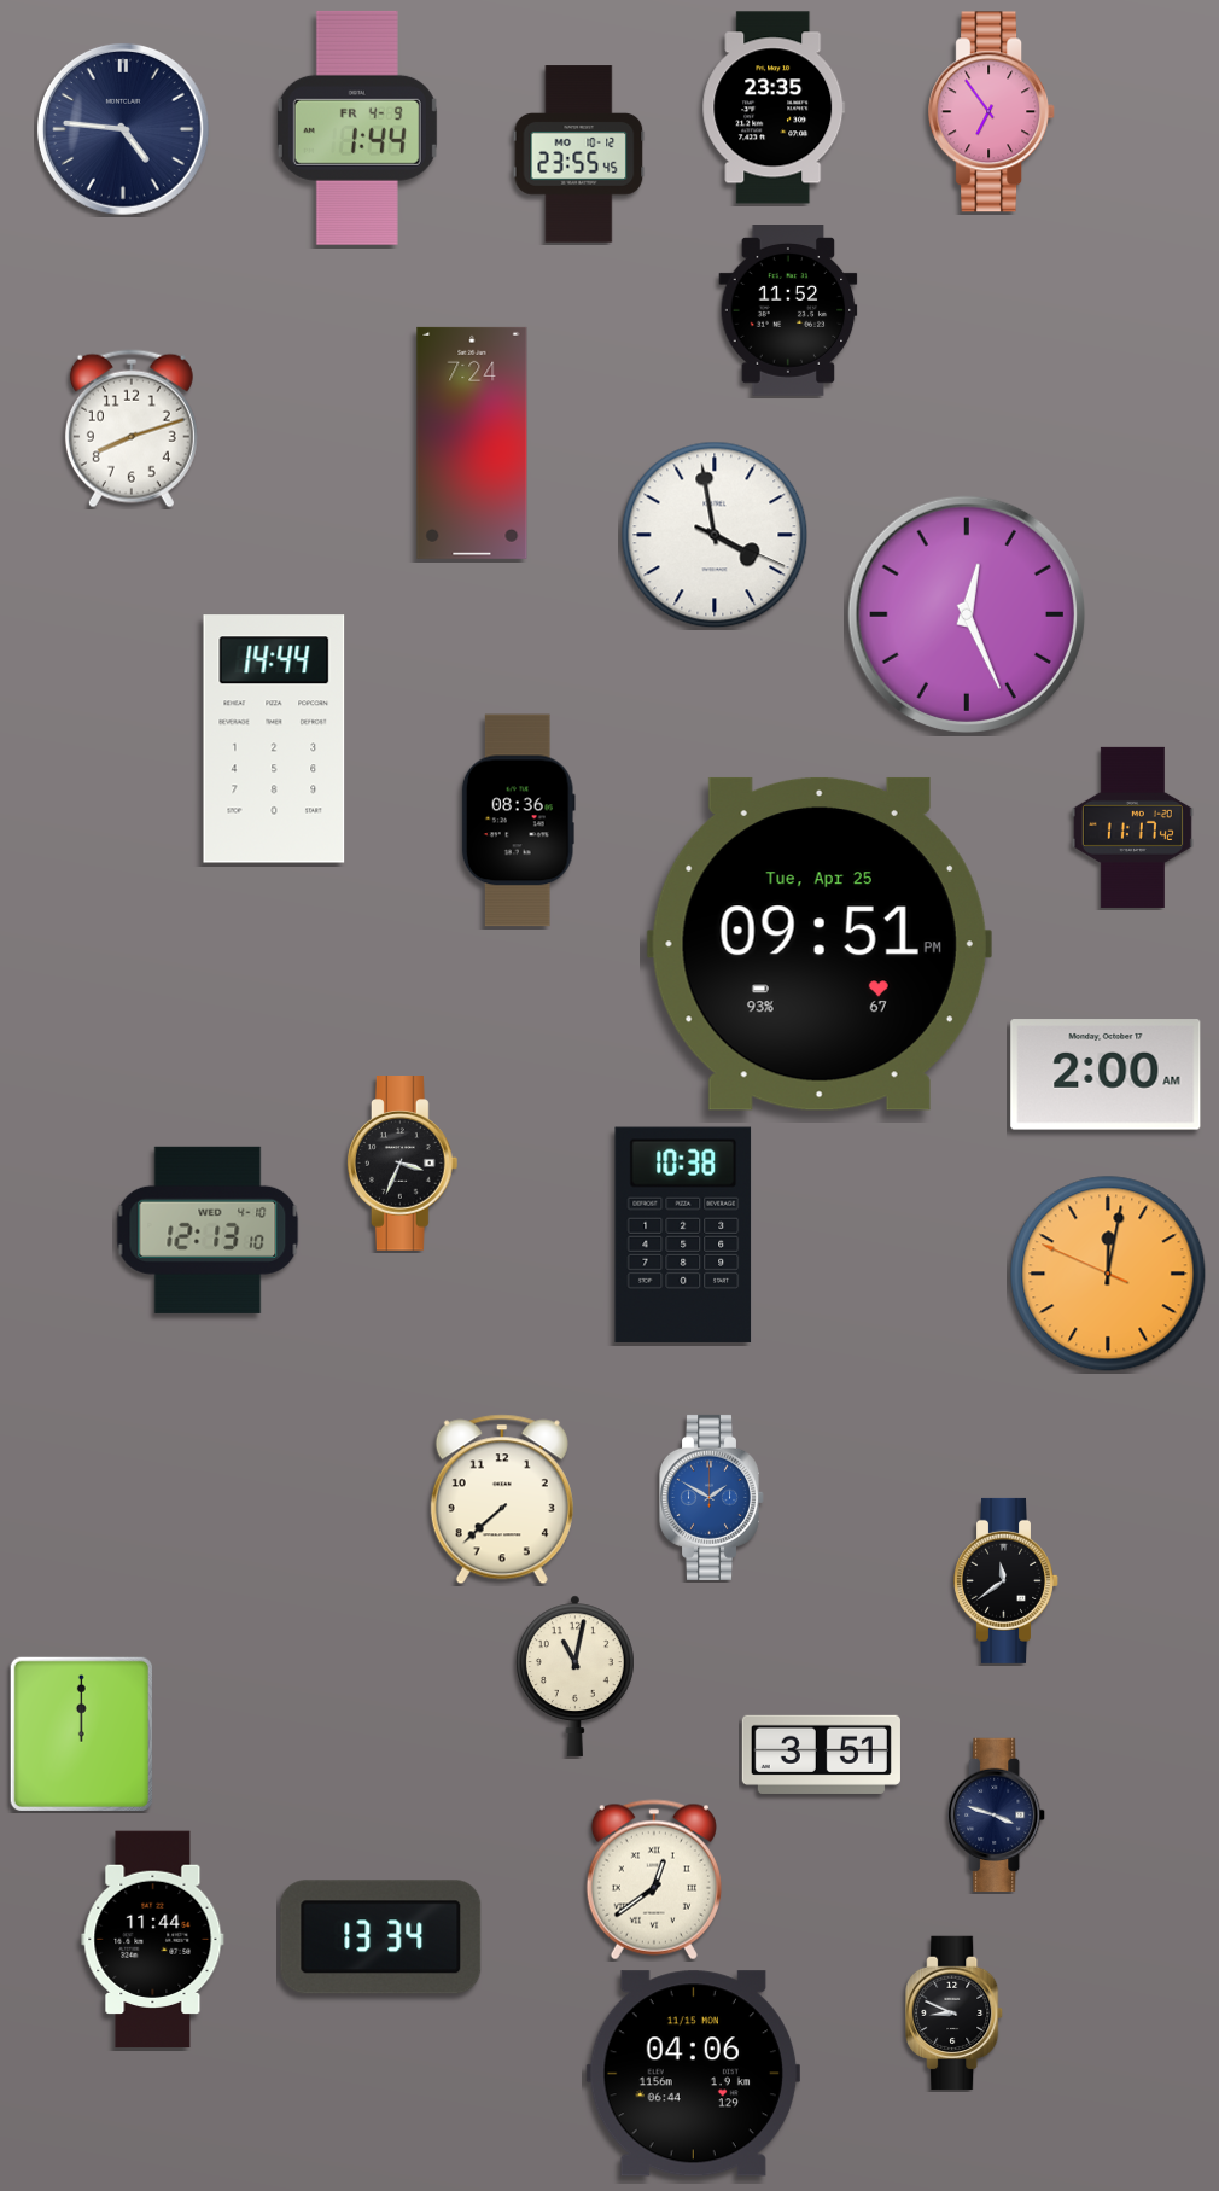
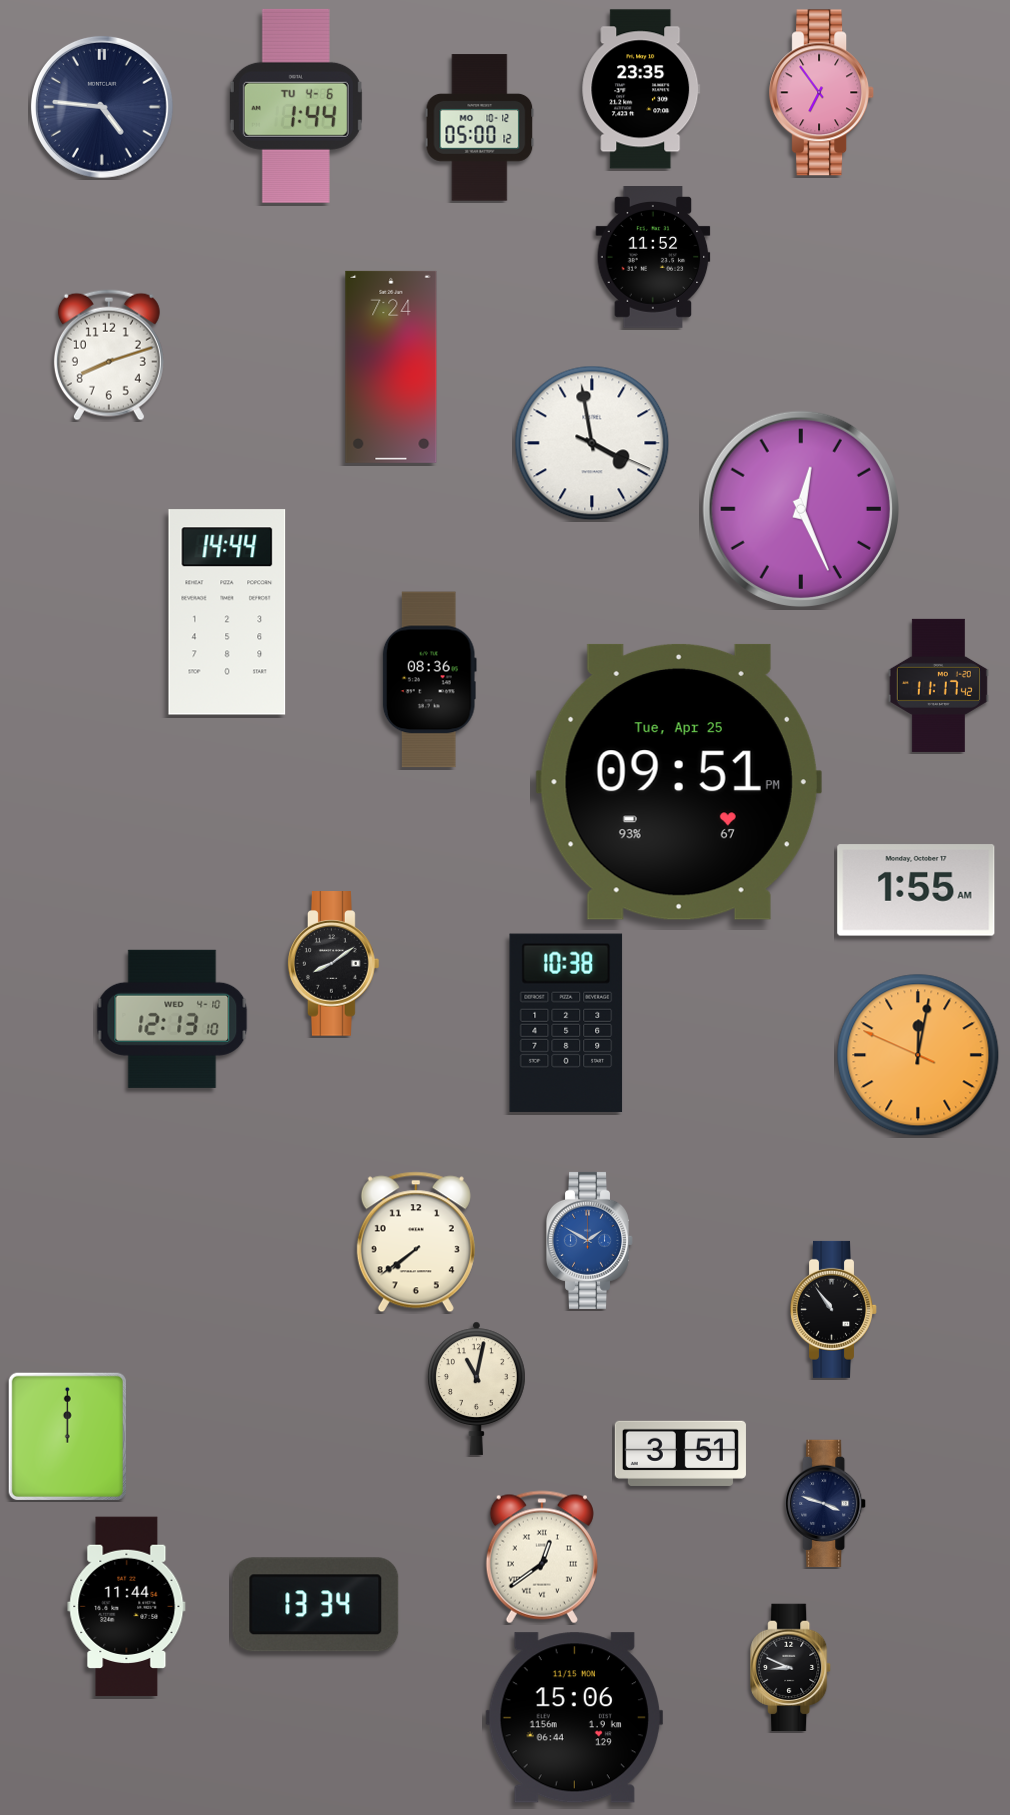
clock at (357, 128) date: FR 4-9 -> TU 4-6
clock at (579, 155): 23:55 -> 05:00
clock at (1106, 1074): 2:00 -> 1:55
clock at (403, 1164): 3:34 -> 8:09
clock at (502, 1499): 7:38 -> 7:39
clock at (1007, 1580): 11:39 -> 10:54
clock at (693, 2074): 04:06 -> 15:06
